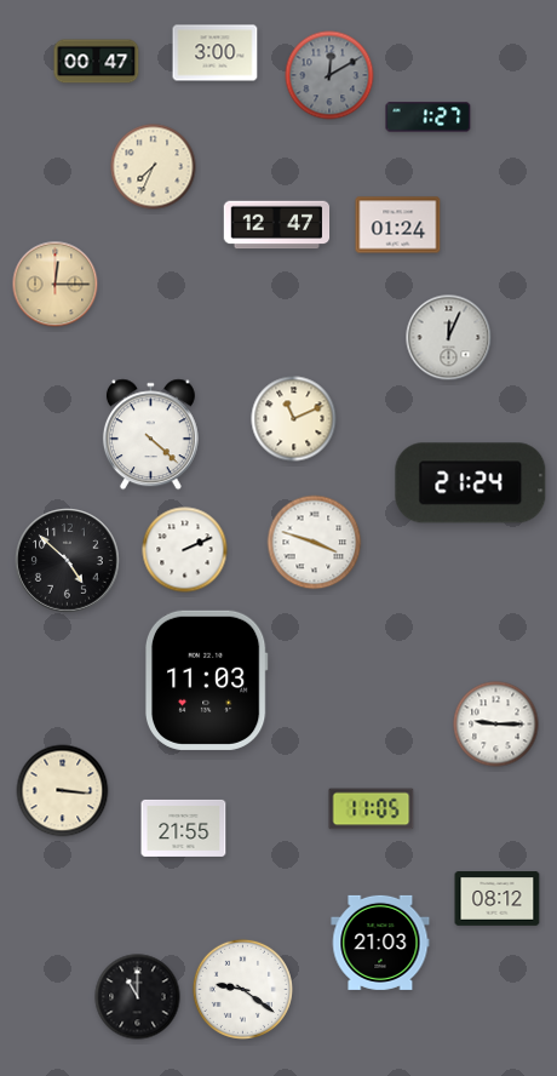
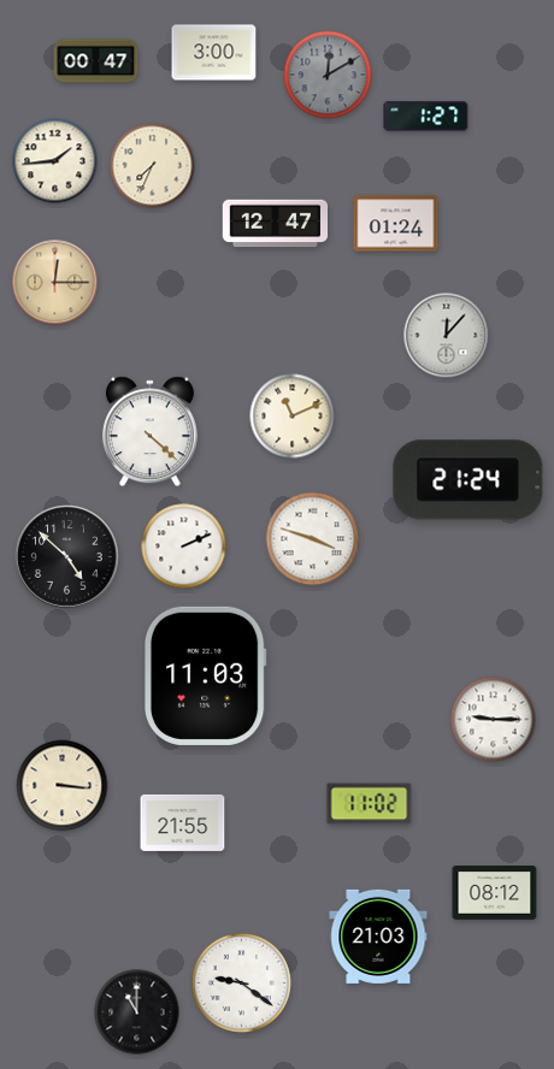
clock at (55, 161): none -> 1:44
clock at (449, 338): 12:04 -> 12:07
clock at (372, 809): 11:05 -> 11:02
clock at (138, 997) position: (138, 997) -> (137, 1012)
